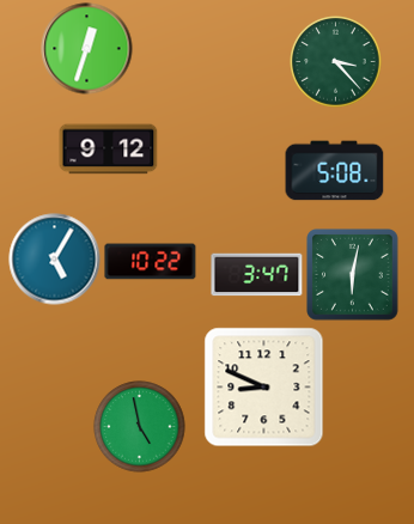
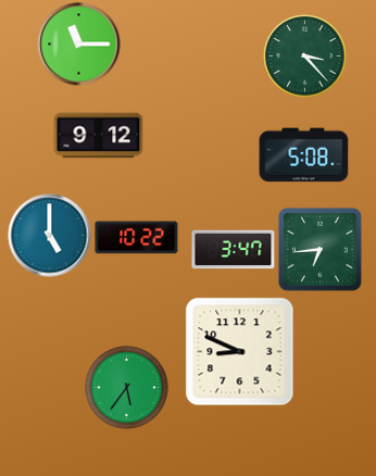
clock at (87, 49): 12:33 -> 11:15
clock at (55, 260): 5:05 -> 5:00
clock at (353, 275): 6:02 -> 6:44
clock at (140, 427): 4:58 -> 5:36
